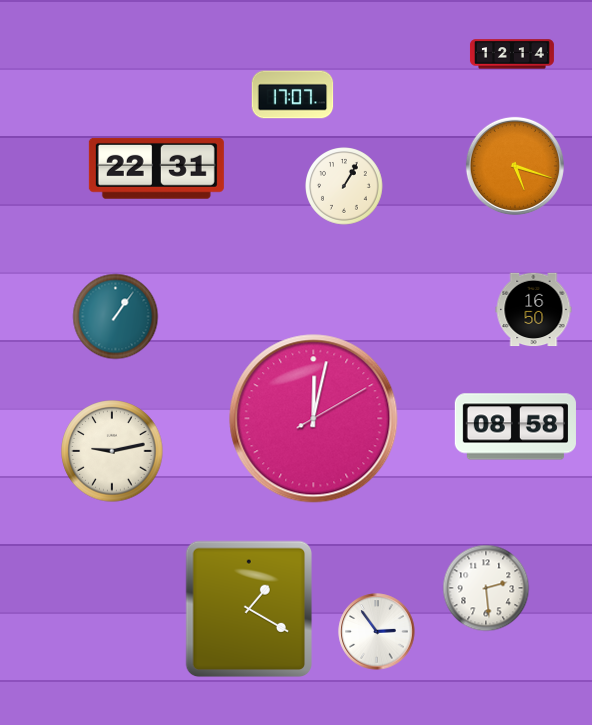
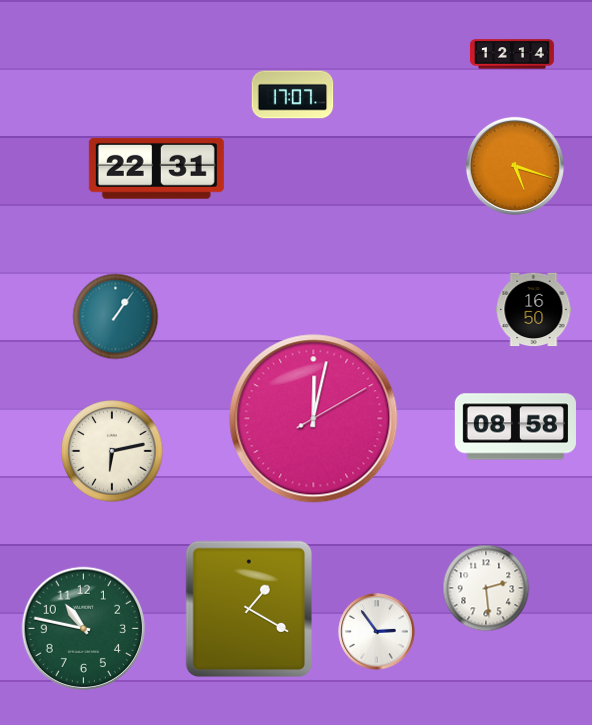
clock at (345, 187): 1:05 -> none
clock at (112, 451): 9:13 -> 6:13
clock at (83, 628): none -> 10:47
